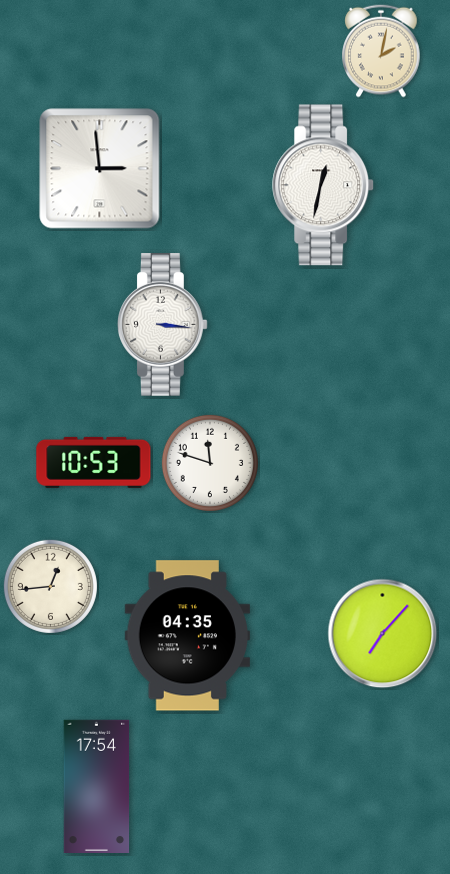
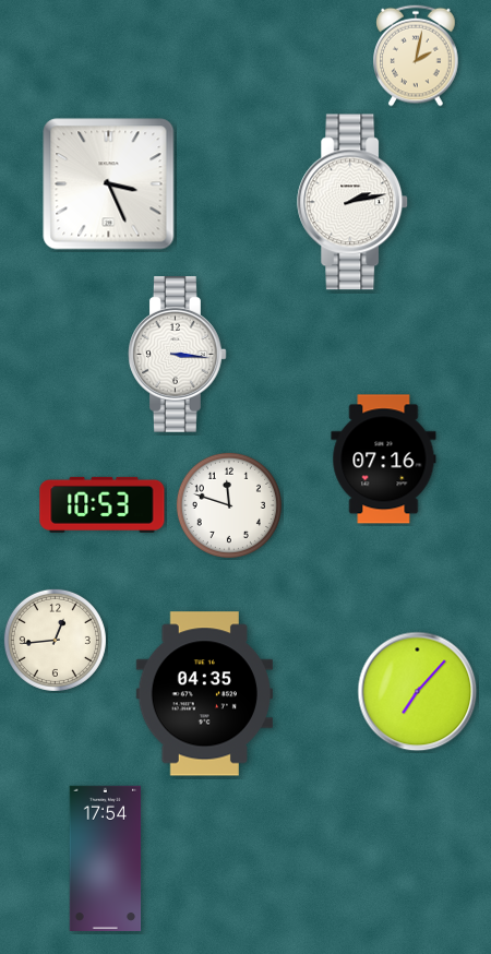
clock at (100, 169): 2:59 -> 3:26
clock at (324, 185): 12:32 -> 2:13
clock at (384, 460): none -> 07:16
